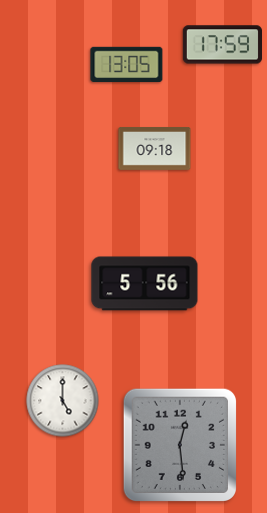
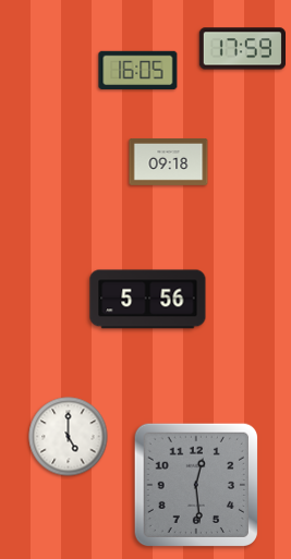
clock at (127, 64): 13:05 -> 16:05
clock at (145, 284) position: (145, 284) -> (148, 300)
